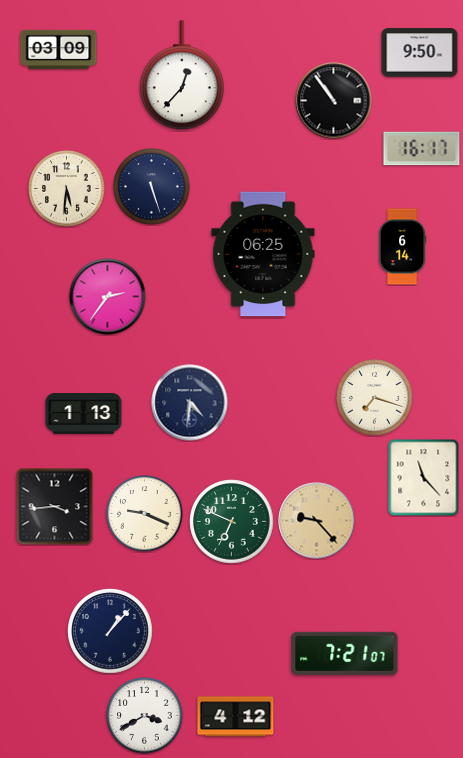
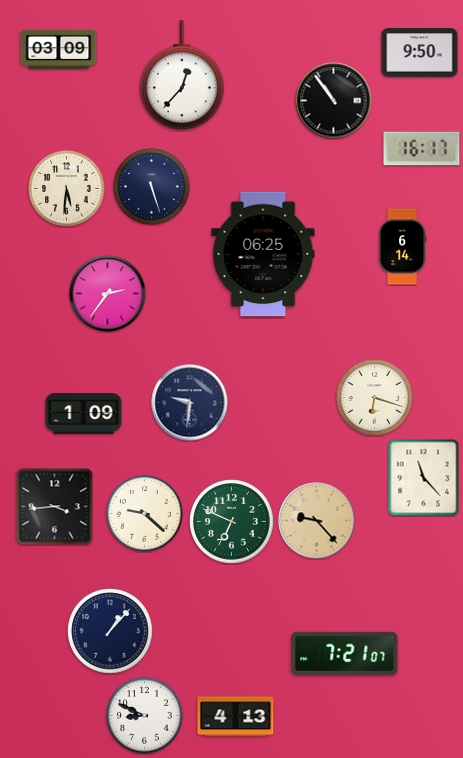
clock at (108, 297) position: (108, 297) -> (108, 294)
clock at (375, 398): 7:18 -> 6:18
clock at (190, 403): 4:31 -> 9:31
clock at (84, 414): 1:13 -> 1:09
clock at (145, 514): 9:19 -> 9:22
clock at (145, 716): 3:40 -> 8:49
clock at (236, 717): 4:12 -> 4:13
